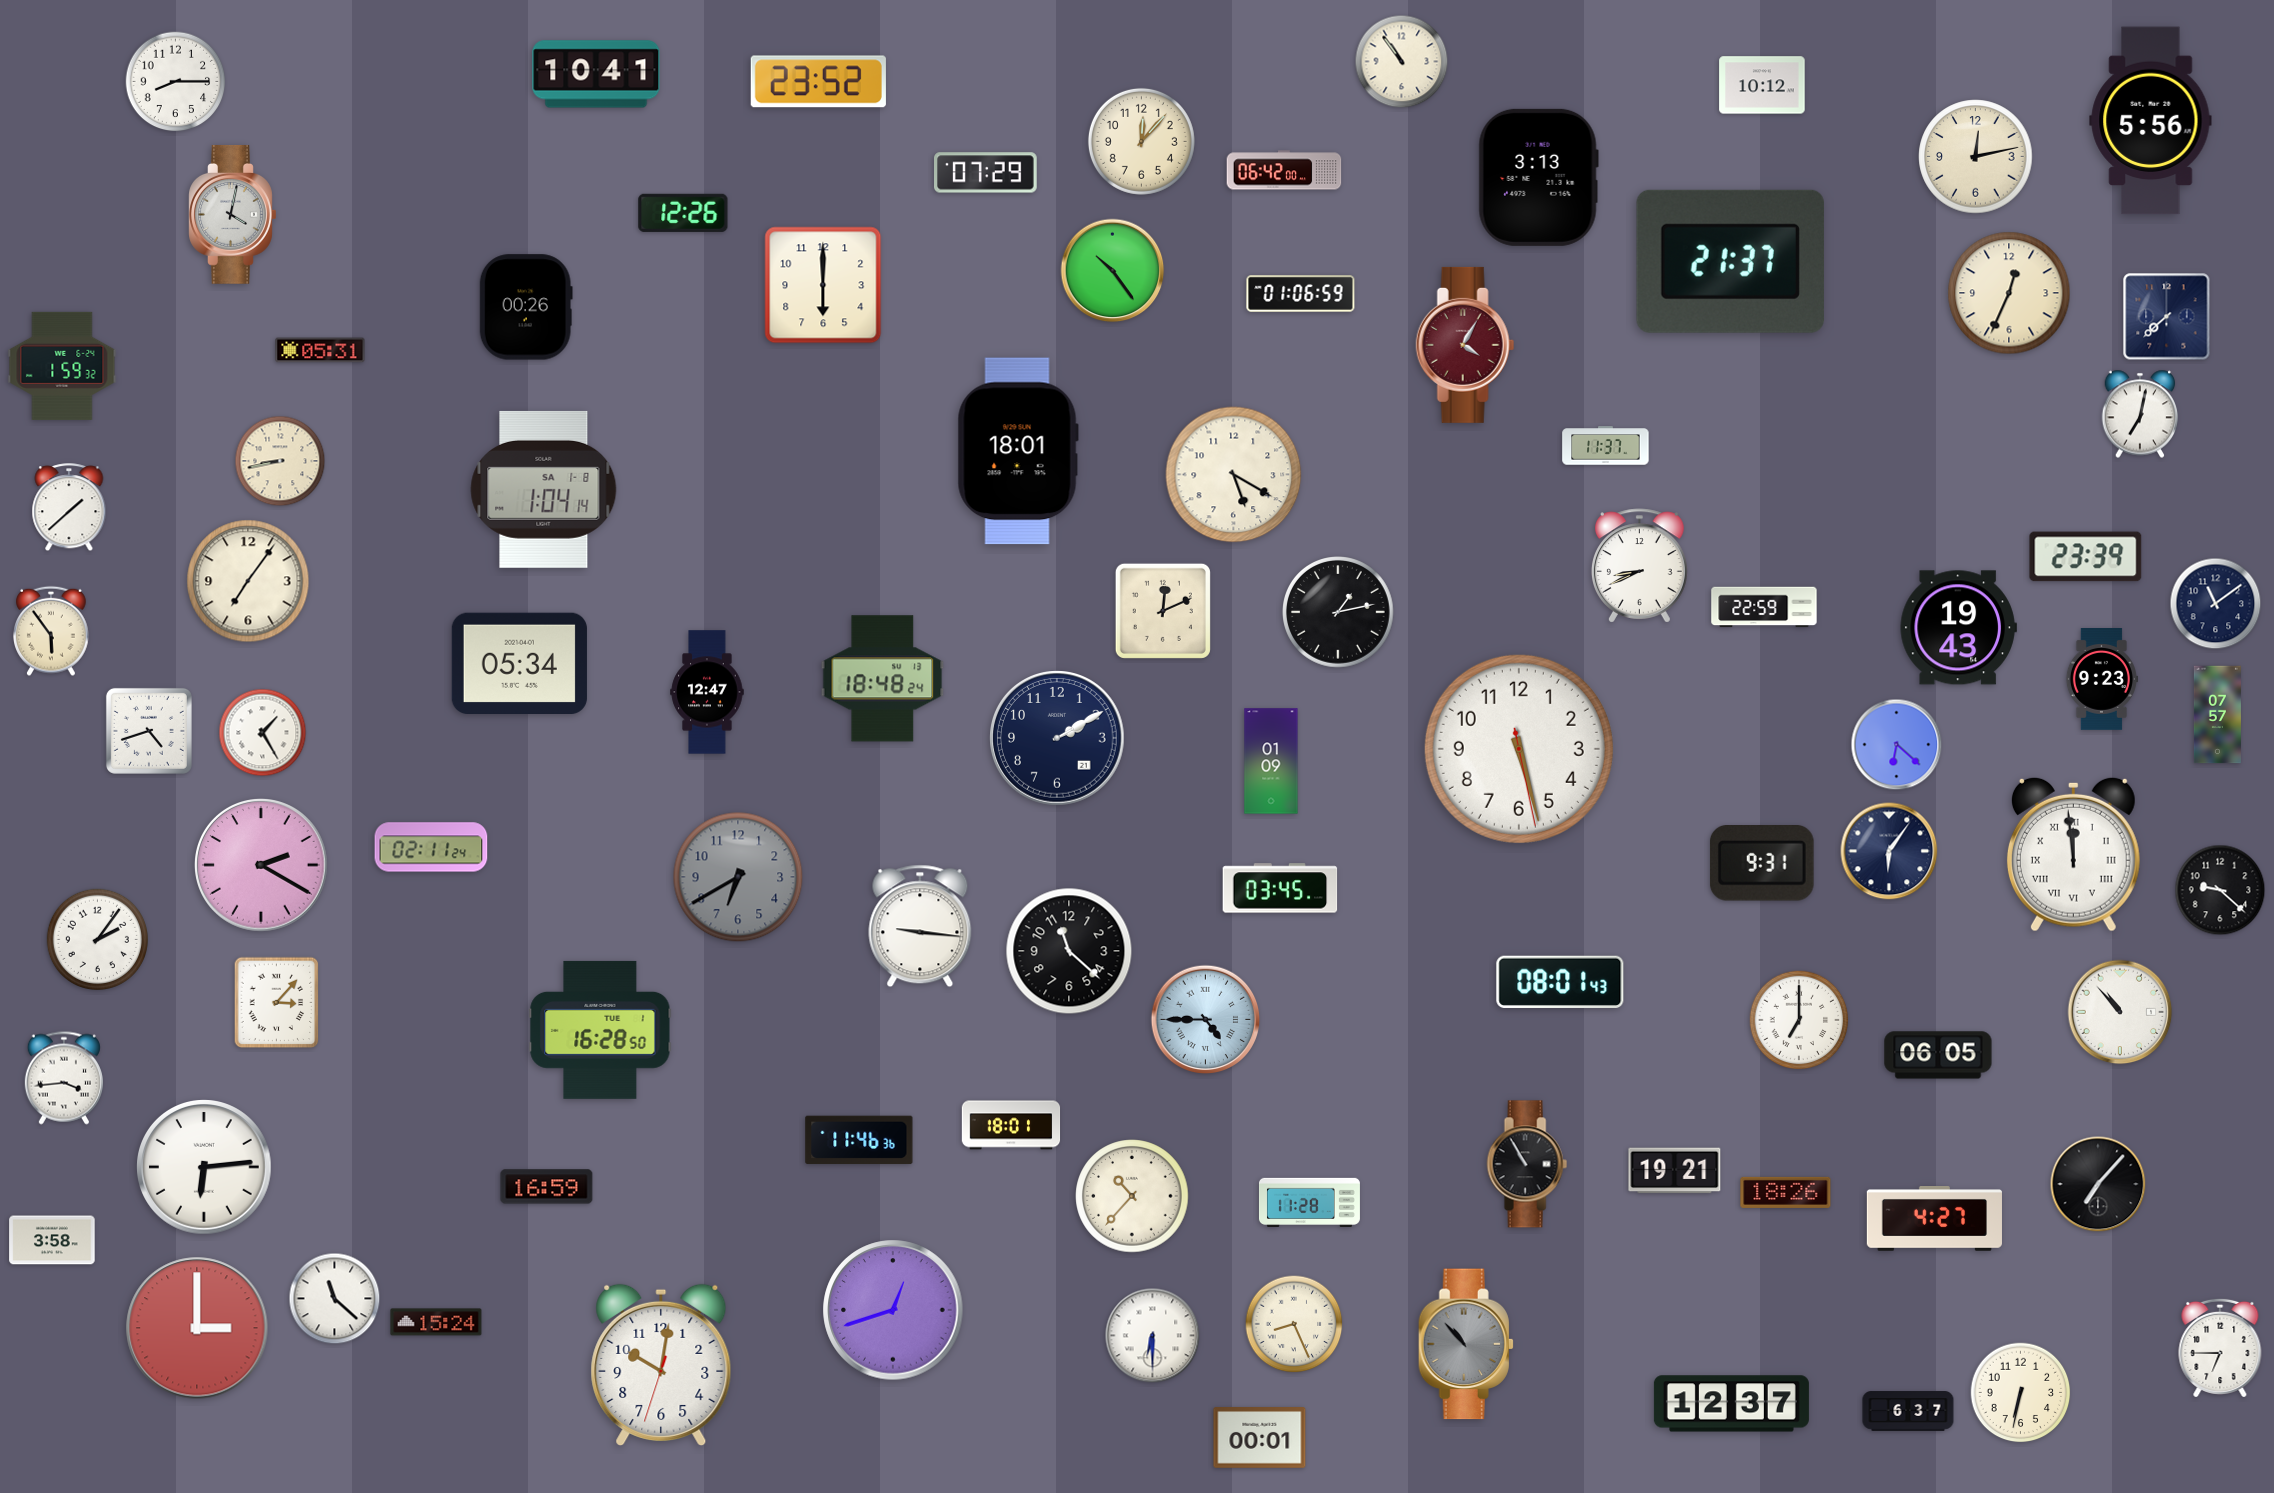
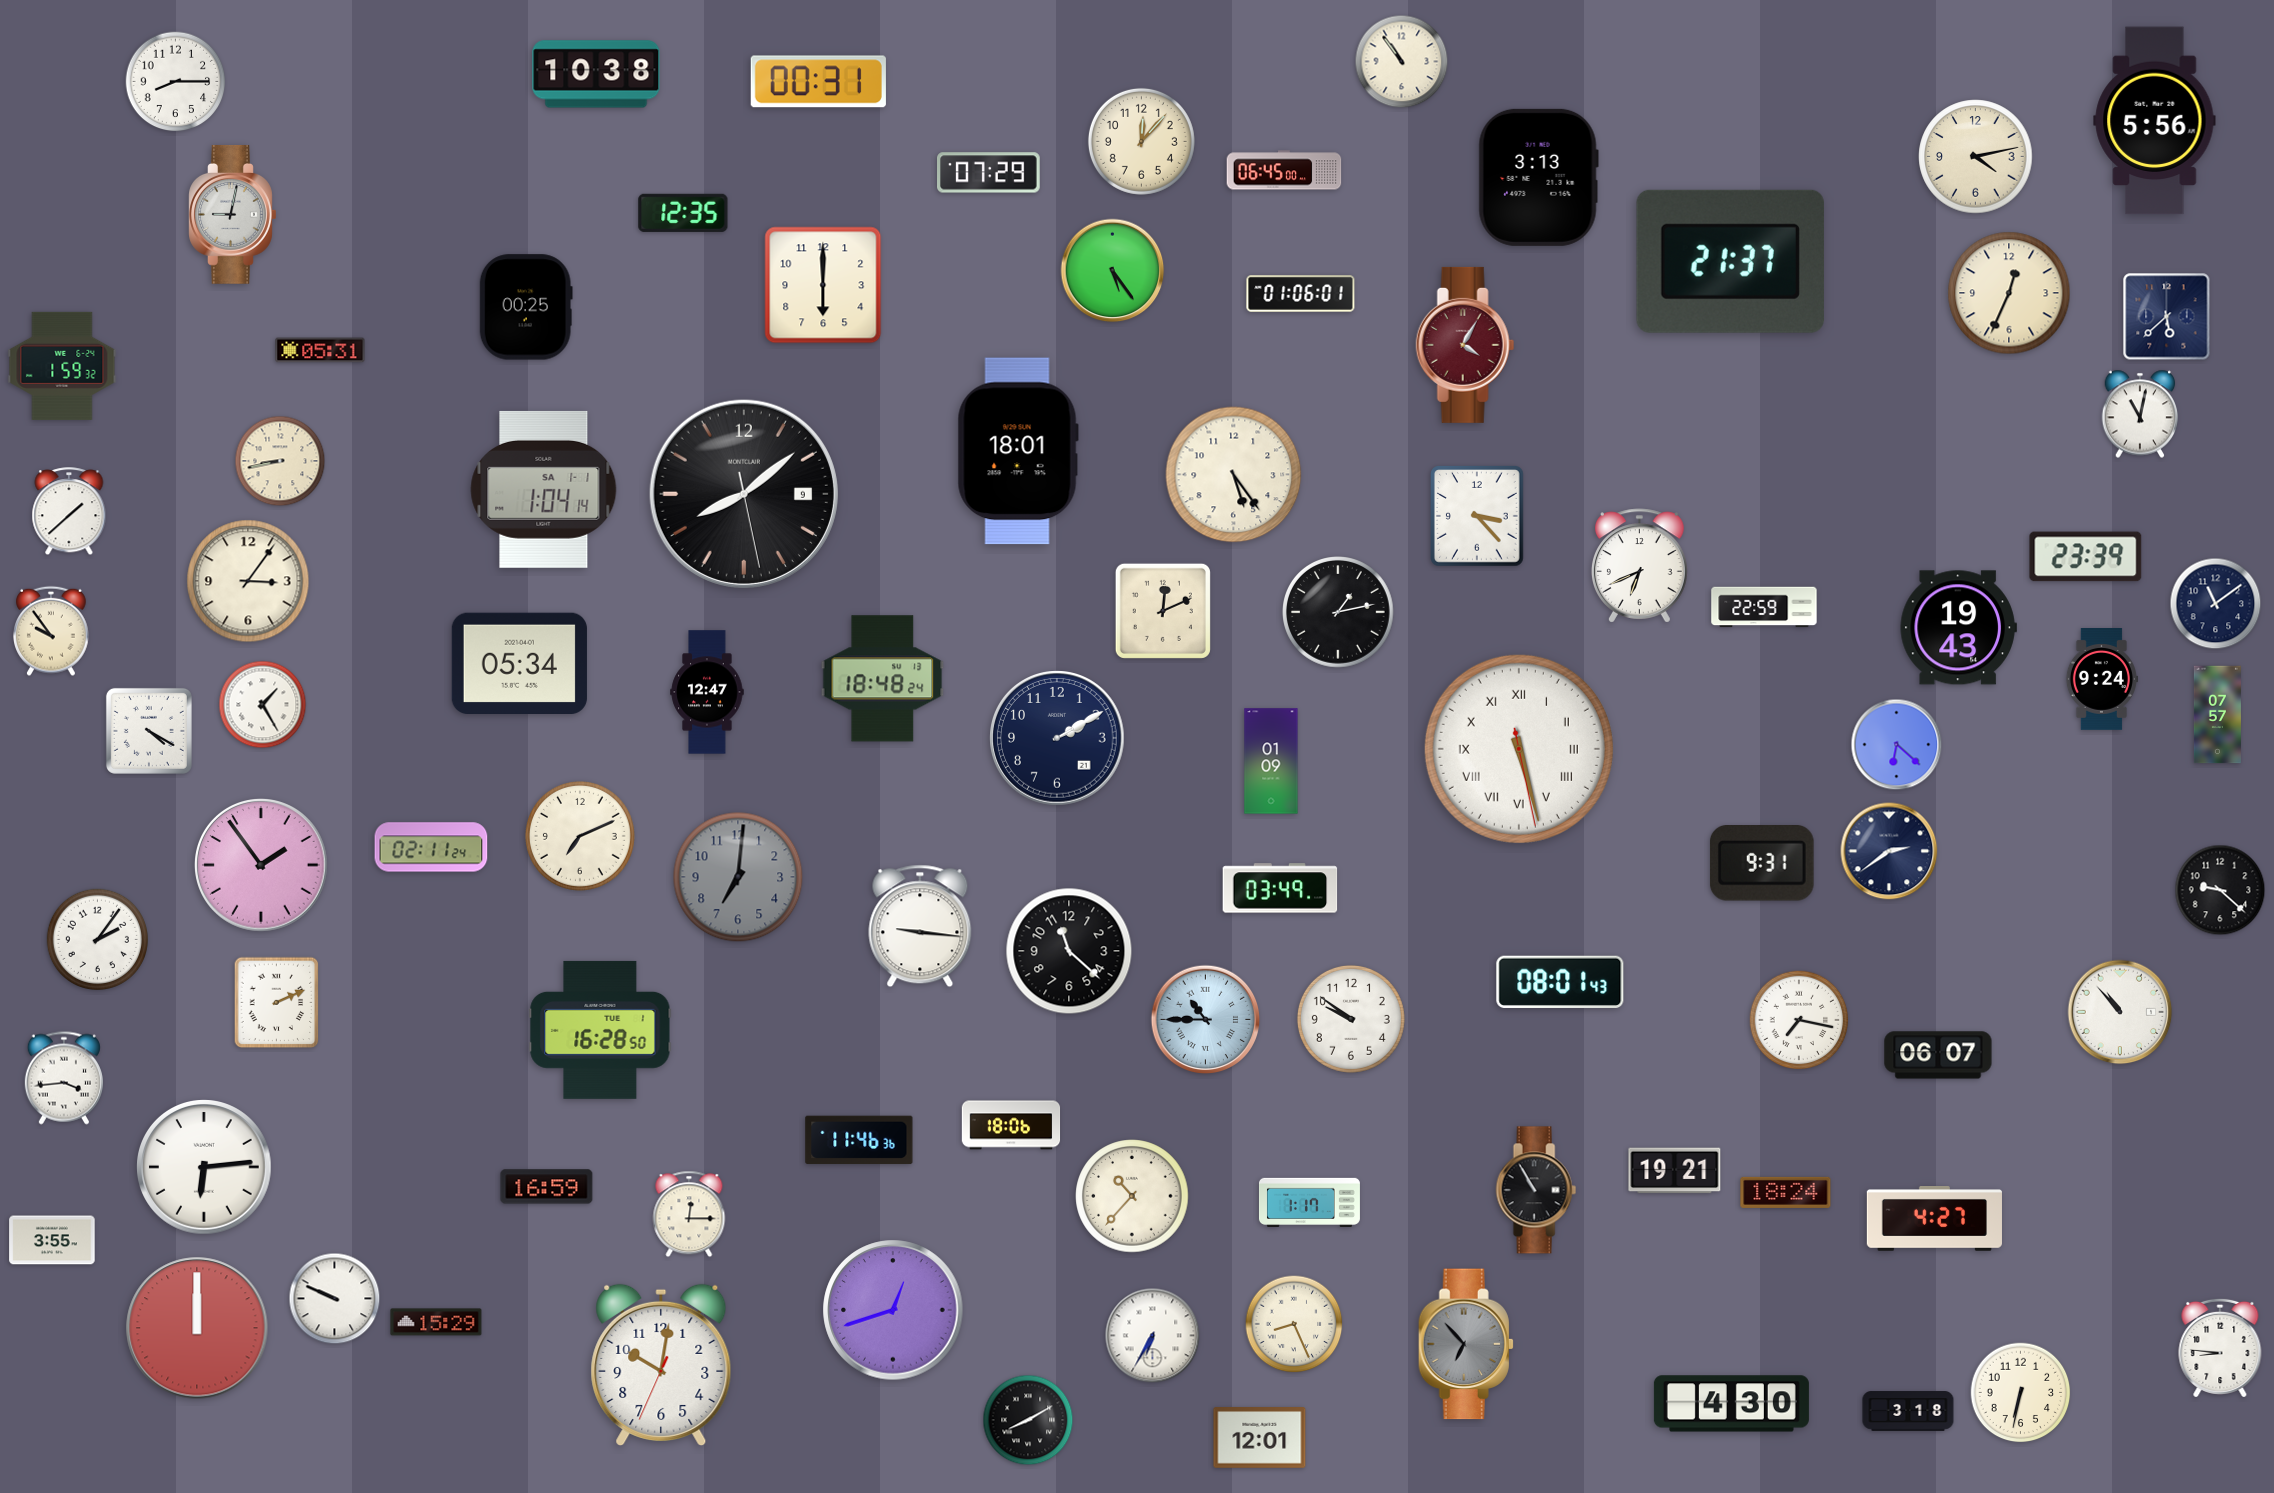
clock at (596, 74): 10:41 -> 10:38
clock at (818, 82): 23:52 -> 00:31
clock at (1762, 85): 10:12 -> none
clock at (2151, 121) position: (2151, 121) -> (2155, 121)
clock at (1976, 157): 12:13 -> 4:13
clock at (1284, 170): 06:42 -> 06:45
clock at (986, 173) position: (986, 173) -> (989, 173)
clock at (683, 213): 12:26 -> 12:35
clock at (233, 214): 4:02 -> 9:02
clock at (1113, 271): 10:24 -> 5:24
clock at (1301, 294): 01:06:59 -> 01:06:01
clock at (526, 307): 00:26 -> 00:25
clock at (2167, 317): 7:38 -> 5:38
clock at (2140, 414): 7:02 -> 11:02
clock at (1606, 446): 11:37 -> none
clock at (1234, 475): 5:20 -> 5:24
clock at (544, 489) date: SA 1-8 -> SA 1-1
clock at (744, 494): none -> 8:08
clock at (69, 508) position: (69, 508) -> (69, 512)
clock at (1478, 517): none -> 3:23
clock at (1640, 566): 8:41 -> 6:41
clock at (248, 581): 7:06 -> 3:06
clock at (52, 631): 5:54 -> 9:54
clock at (2101, 680): 9:23 -> 9:24
clock at (149, 731): 4:42 -> 4:20
clock at (263, 733) position: (263, 733) -> (263, 705)
clock at (1519, 749) numerals: Arabic -> Roman
clock at (580, 836): none -> 7:11
clock at (1889, 851): 6:06 -> 2:39
clock at (2073, 854): 11:59 -> none
clock at (262, 866): 2:20 -> 1:54
clock at (738, 877): 6:40 -> 7:01
clock at (1280, 888): 03:45 -> 03:49
clock at (277, 1003): 3:07 -> 2:11
clock at (1351, 1019): none -> 9:51
clock at (1206, 1020): 4:45 -> 10:45
clock at (1799, 1020): 7:00 -> 7:17
clock at (1938, 1055): 06:05 -> 06:07
clock at (1011, 1125): 18:01 -> 18:06
clock at (1527, 1164) position: (1527, 1164) -> (1536, 1190)
clock at (2098, 1184): 7:07 -> none
clock at (1786, 1192): 18:26 -> 18:24
clock at (1309, 1202): 11:28 -> 1:17
clock at (689, 1214): none -> 12:15
clock at (52, 1240): 3:58 -> 3:55
clock at (335, 1299): 11:22 -> 9:49
clock at (436, 1322): 15:24 -> 15:29
clock at (197, 1328): 3:00 -> 12:00
clock at (1153, 1336): 6:30 -> 6:35
clock at (1466, 1344): 10:53 -> 6:53
clock at (2220, 1348): 6:45 -> 8:46
clock at (661, 1364): 10:01:33 -> 10:01:34
clock at (1731, 1404): 12:37 -> 4:30
clock at (1908, 1411): 6:37 -> 3:18
clock at (1028, 1420): none -> 8:10
clock at (1260, 1438): 00:01 -> 12:01
